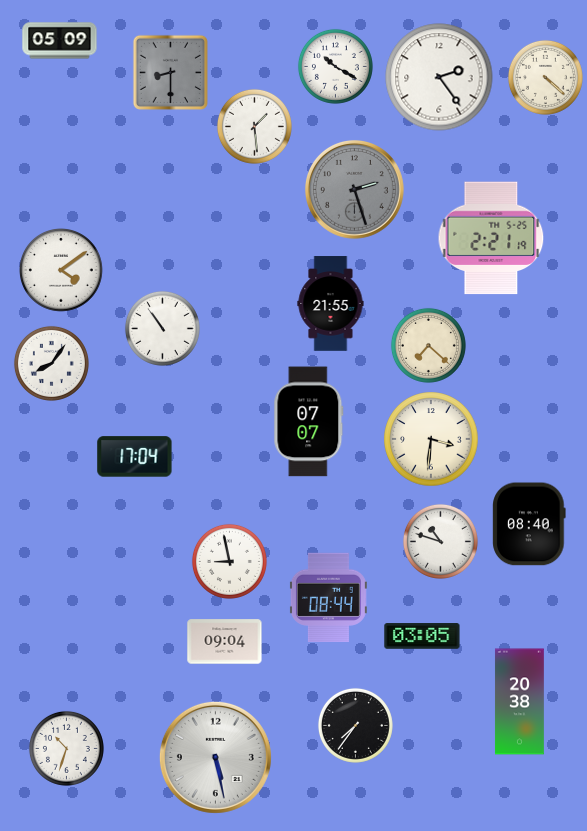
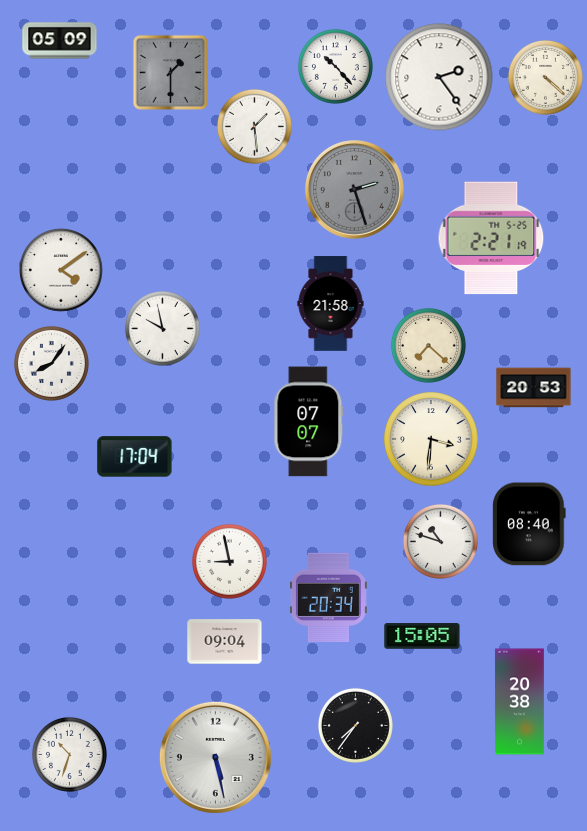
clock at (335, 66): 10:20 -> 10:23
clock at (170, 72): 8:30 -> 1:30
clock at (331, 304): 21:55 -> 21:58
clock at (162, 328): 10:54 -> 9:58
clock at (534, 388): none -> 20:53
clock at (328, 597): 08:44 -> 20:34
clock at (422, 636): 03:05 -> 15:05
clock at (66, 748) position: (66, 748) -> (69, 754)
